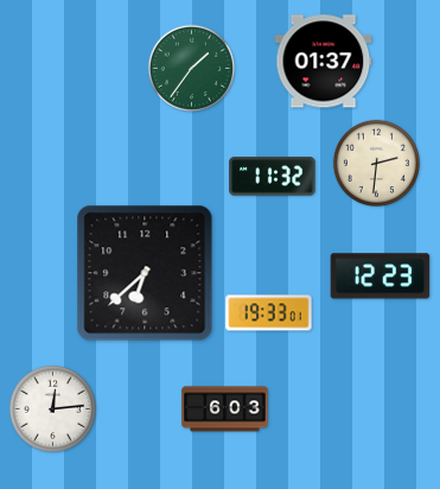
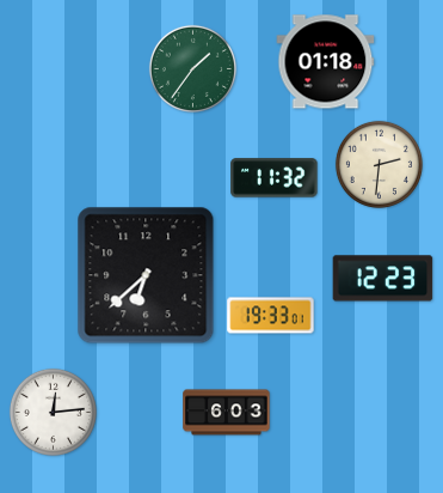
clock at (324, 62): 01:37 -> 01:18
